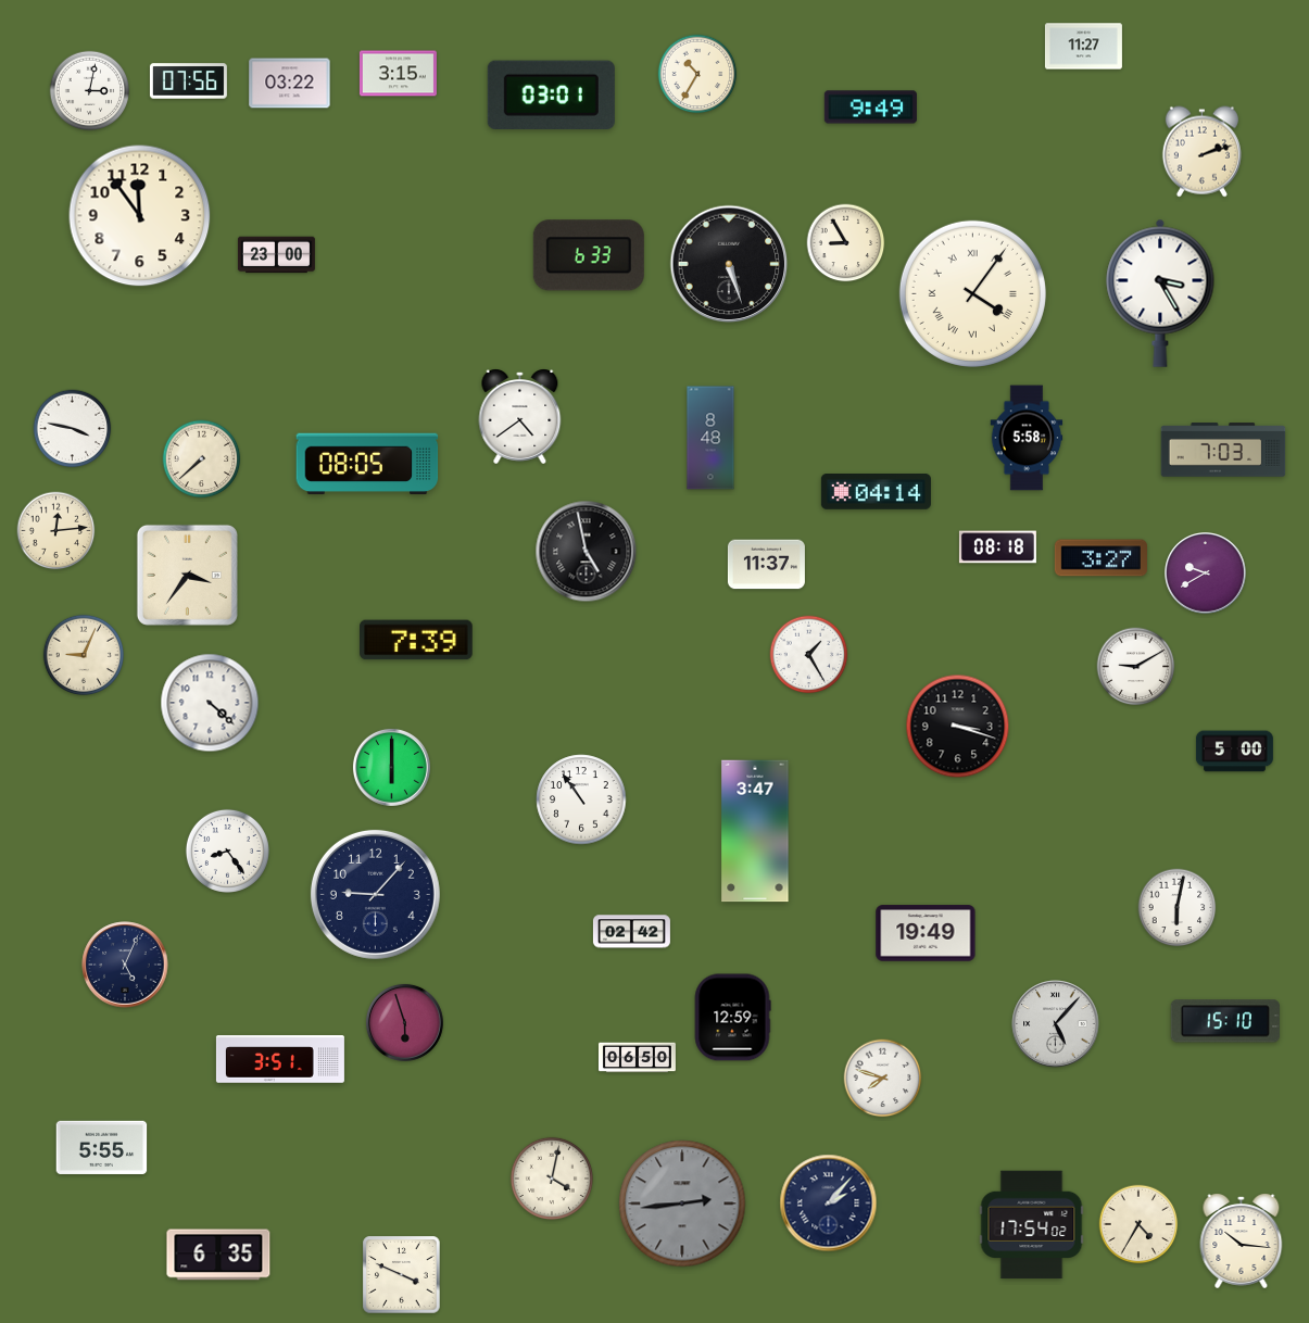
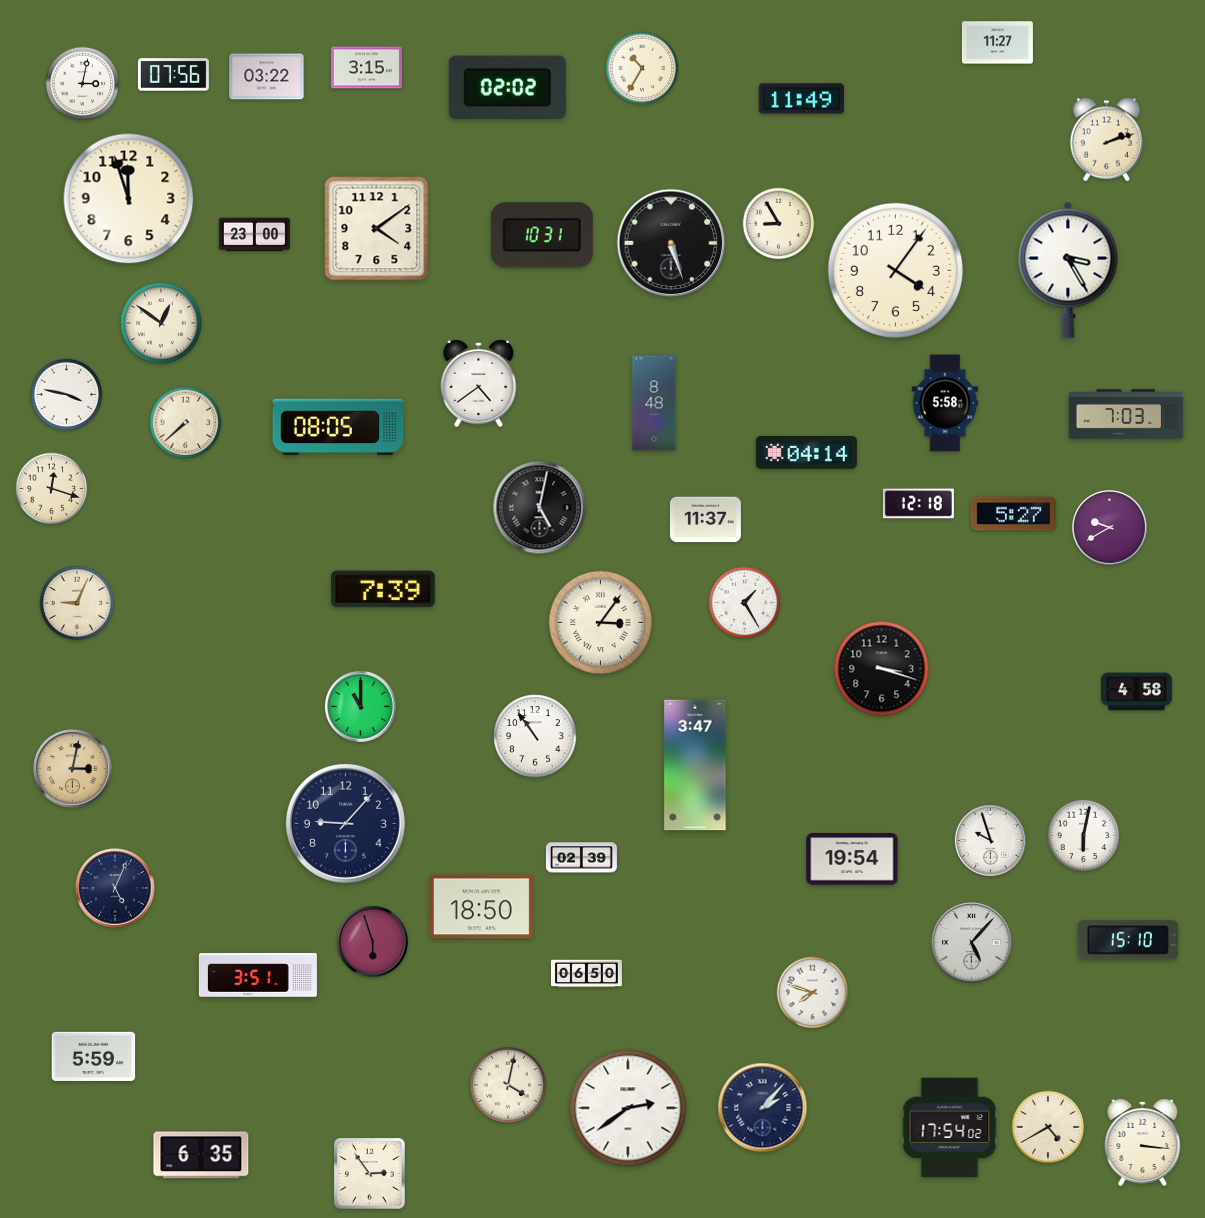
clock at (551, 94): 03:01 -> 02:02
clock at (870, 108): 9:49 -> 11:49
clock at (140, 216): 11:54 -> 11:57
clock at (377, 229): none -> 4:09
clock at (589, 255): 6:33 -> 10:31
clock at (972, 293) numerals: Roman -> Arabic
clock at (161, 323): none -> 12:51
clock at (56, 531): 12:14 -> 12:18
clock at (997, 547): 08:18 -> 12:18
clock at (587, 552): 4:58 -> 5:02
clock at (1100, 558): 3:27 -> 5:27
clock at (187, 575): 3:36 -> none
clock at (1136, 667): 9:10 -> none
clock at (601, 623): none -> 3:06
clock at (210, 703): 4:22 -> none
clock at (1234, 752): 5:00 -> 4:58
clock at (391, 767): 6:00 -> 11:00
clock at (73, 769): none -> 3:02
clock at (227, 850): 8:24 -> none
clock at (990, 840): none -> 9:57
clock at (631, 932): 02:42 -> 02:39
clock at (926, 933): 19:49 -> 19:54
clock at (481, 907): none -> 18:50
clock at (732, 1018): 12:59 -> none
clock at (102, 1147): 5:55 -> 5:59
clock at (682, 1204): 2:44 -> 2:39
clock at (682, 1204) dial: grey -> white
clock at (1138, 1224): 4:35 -> 4:40
clock at (1242, 1242): 10:16 -> 3:16
clock at (402, 1275): 3:49 -> 2:54
